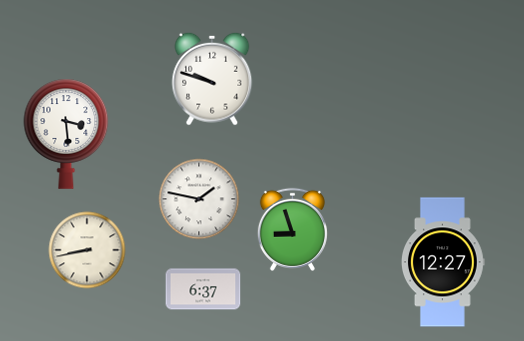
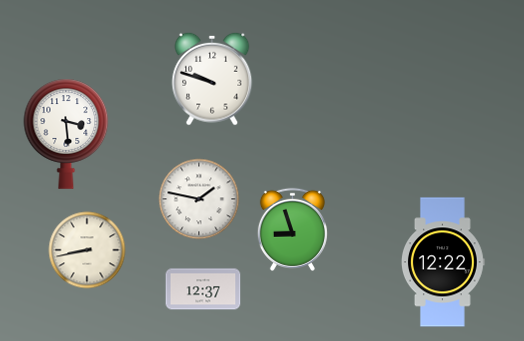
clock at (443, 262): 12:27 -> 12:22
clock at (203, 289): 6:37 -> 12:37
